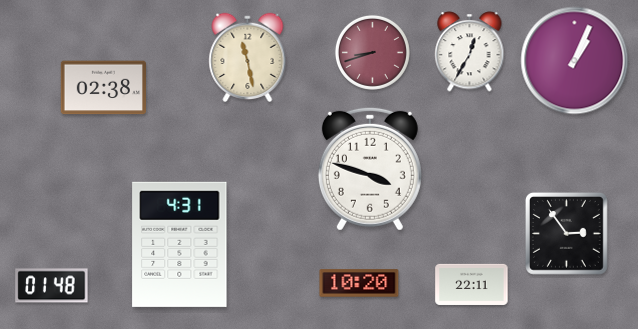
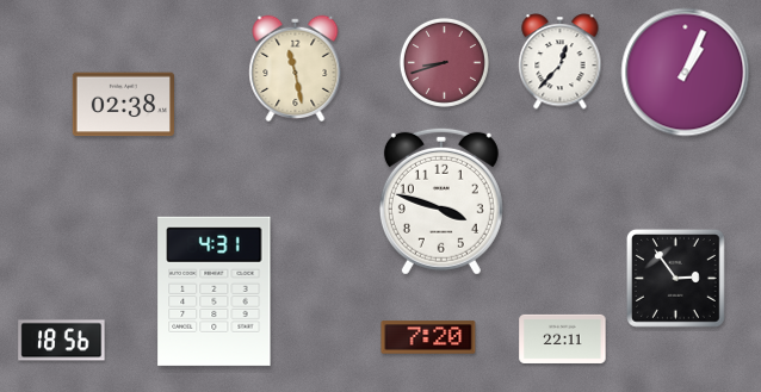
clock at (470, 52): 12:35 -> 12:37
clock at (359, 283): 10:20 -> 7:20
clock at (52, 286): 01:48 -> 18:56
